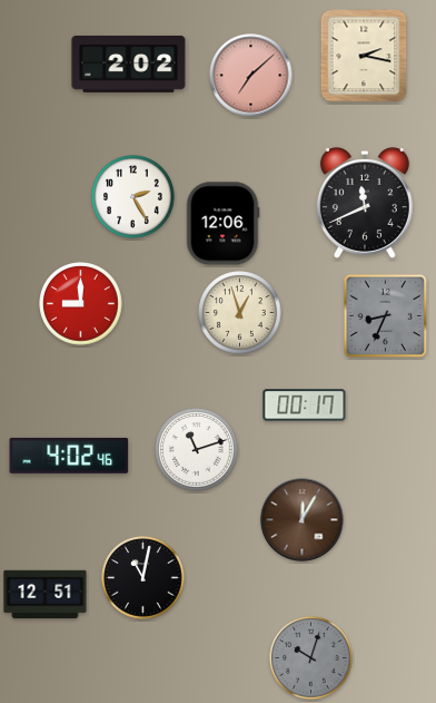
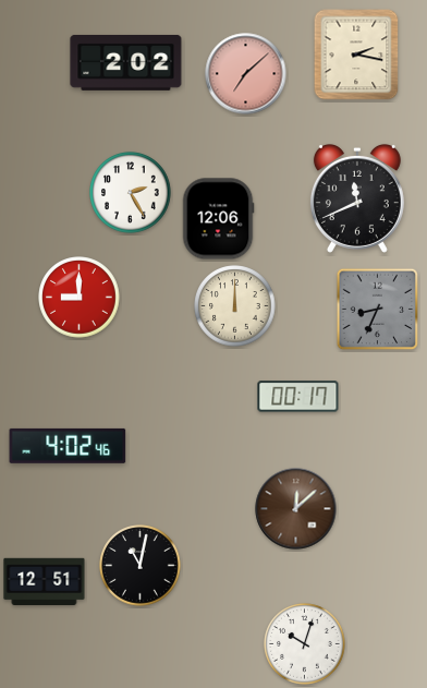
clock at (240, 313): 12:57 -> 12:00
clock at (197, 450): 11:12 -> none
clock at (303, 520): 12:05 -> 12:08
clock at (311, 658) dial: grey -> white
